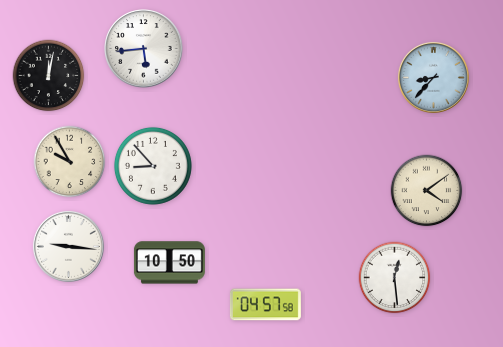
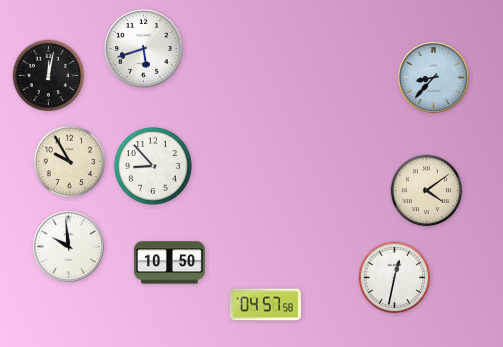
clock at (144, 49): 5:44 -> 5:42
clock at (68, 246): 9:16 -> 9:59
clock at (395, 278): 12:29 -> 12:32
